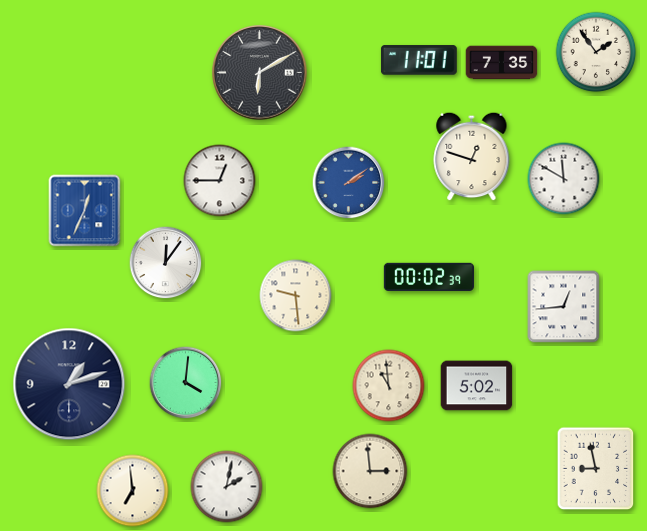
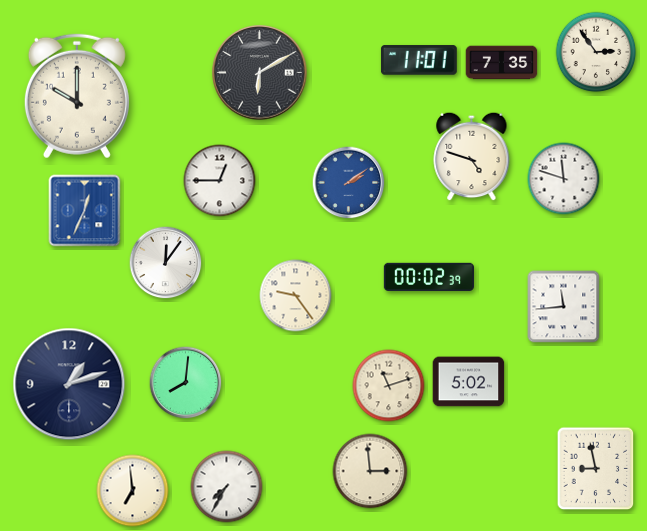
clock at (596, 52): 1:54 -> 2:54
clock at (77, 96): none -> 10:00
clock at (472, 156): 12:48 -> 4:48
clock at (564, 179): 11:50 -> 11:48
clock at (296, 296): 9:29 -> 9:24
clock at (564, 307): 12:44 -> 11:44
clock at (186, 383): 4:01 -> 8:01
clock at (389, 386): 10:59 -> 11:12
clock at (477, 386) position: (477, 386) -> (469, 382)
clock at (227, 487): 2:02 -> 7:35
